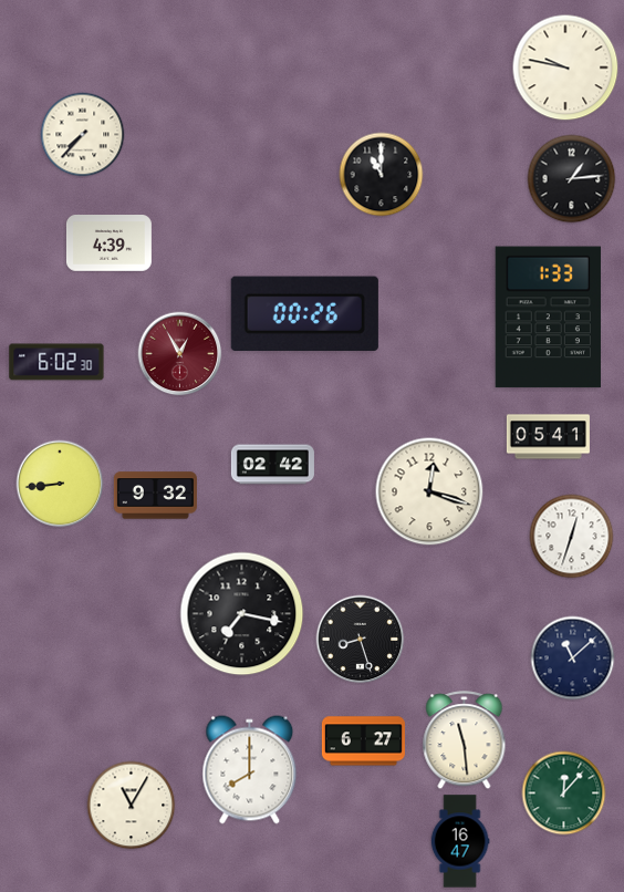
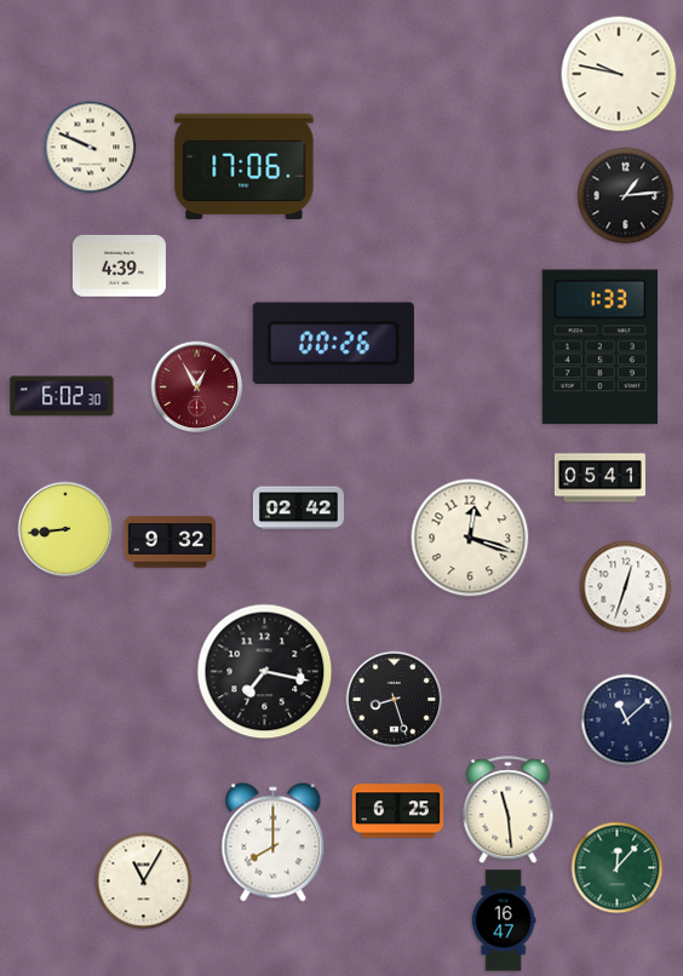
clock at (83, 135): 7:37 -> 9:49
clock at (245, 167): none -> 17:06
clock at (382, 175): 11:00 -> none
clock at (363, 741): 6:27 -> 6:25
